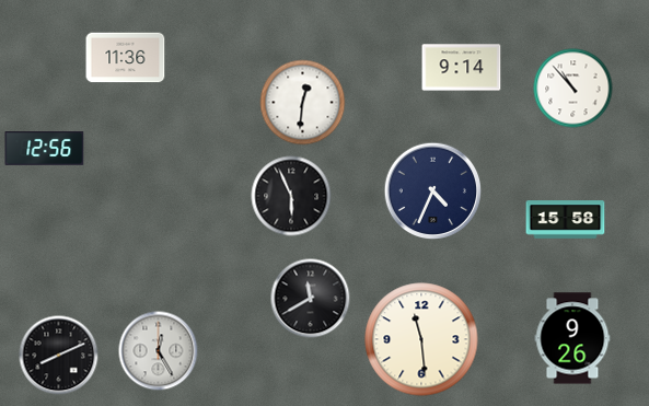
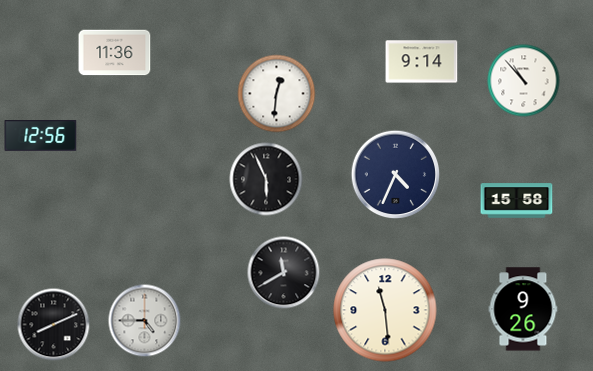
clock at (159, 351): 12:25 -> 4:45
